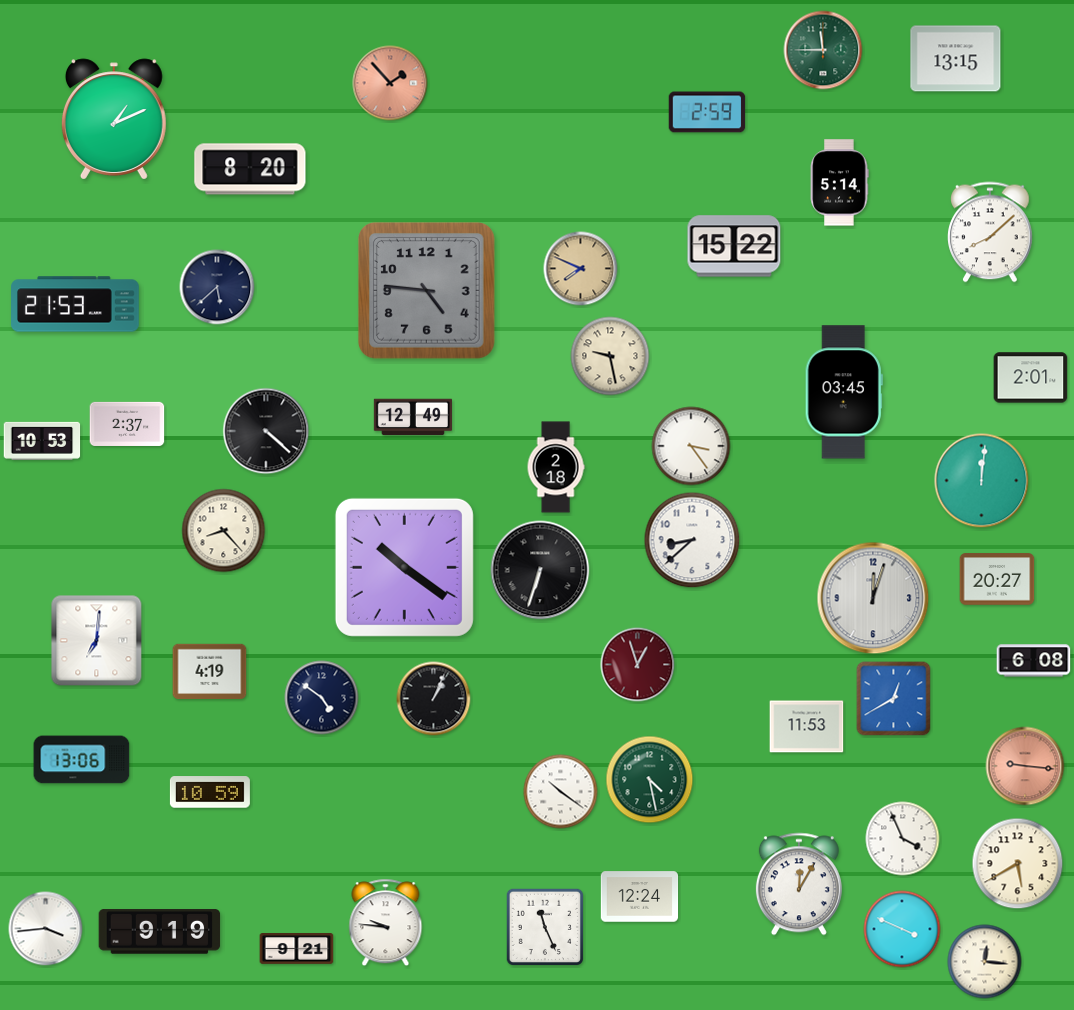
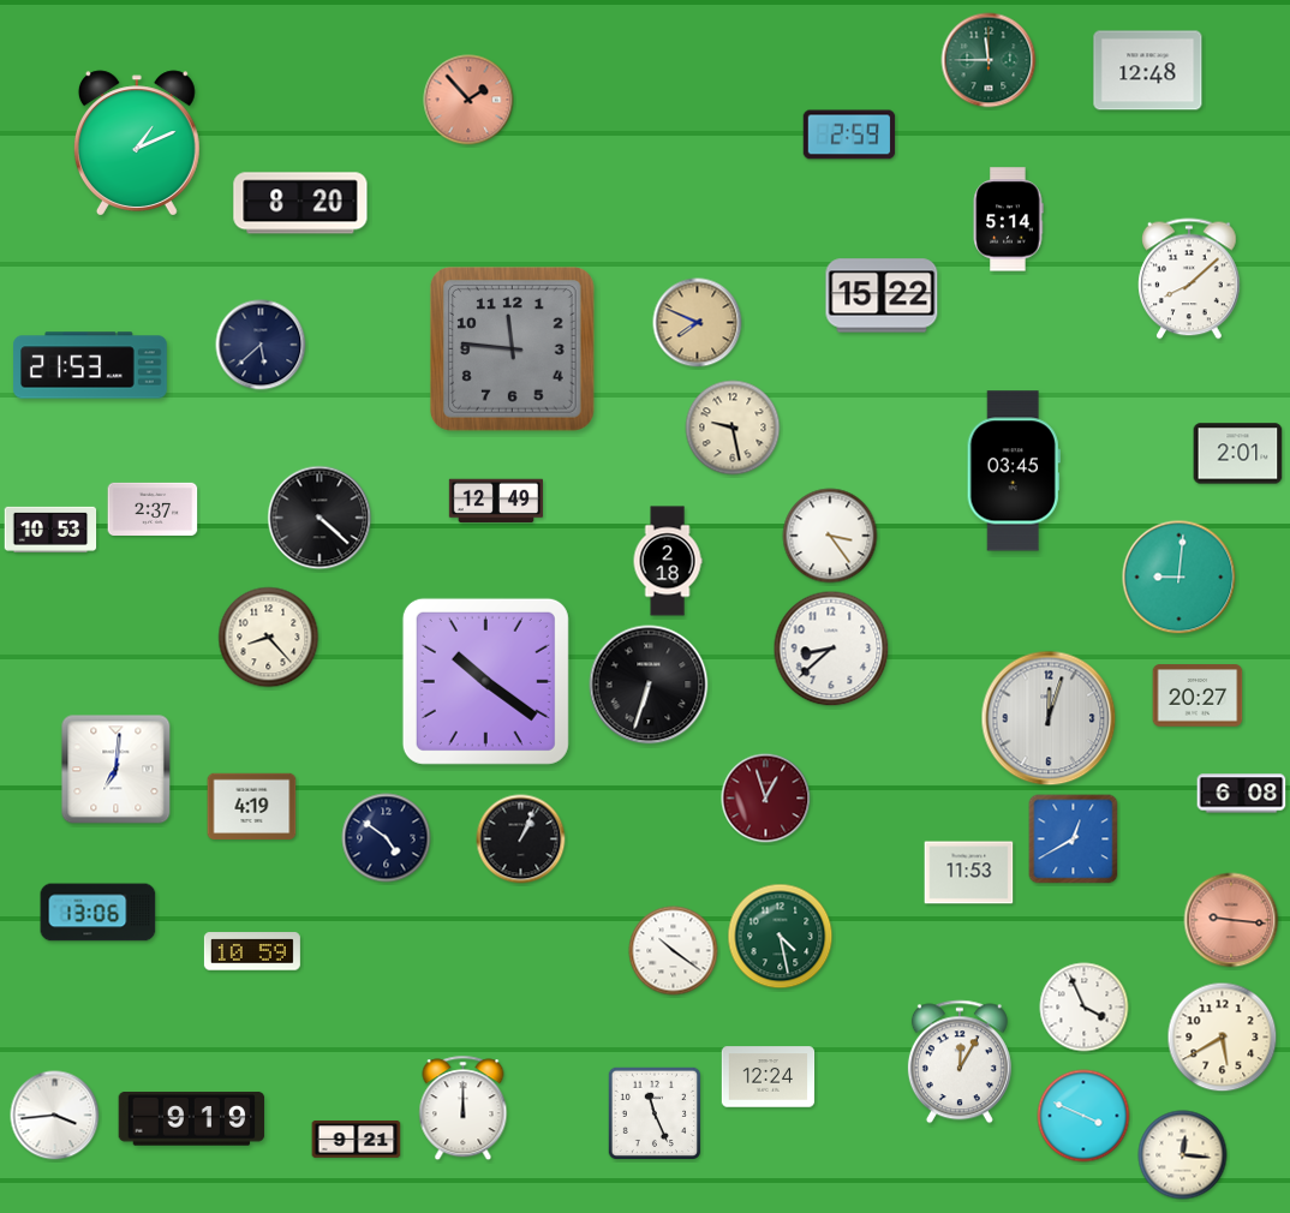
clock at (956, 59): 13:15 -> 12:48
clock at (426, 290): 4:46 -> 11:46
clock at (982, 481): 12:01 -> 9:01
clock at (386, 923): 9:46 -> 12:00
